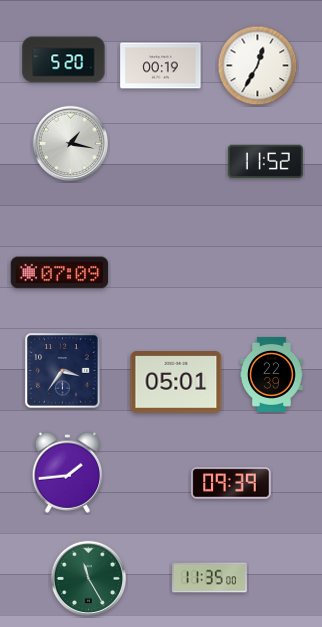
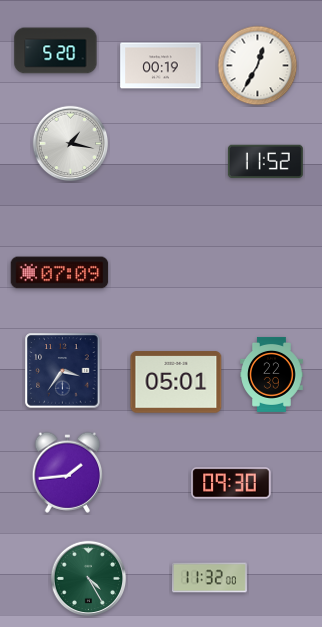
clock at (64, 60) position: (64, 60) -> (56, 51)
clock at (231, 483): 09:39 -> 09:30
clock at (209, 578): 11:35 -> 11:32
clock at (89, 579): 11:25 -> 4:25
